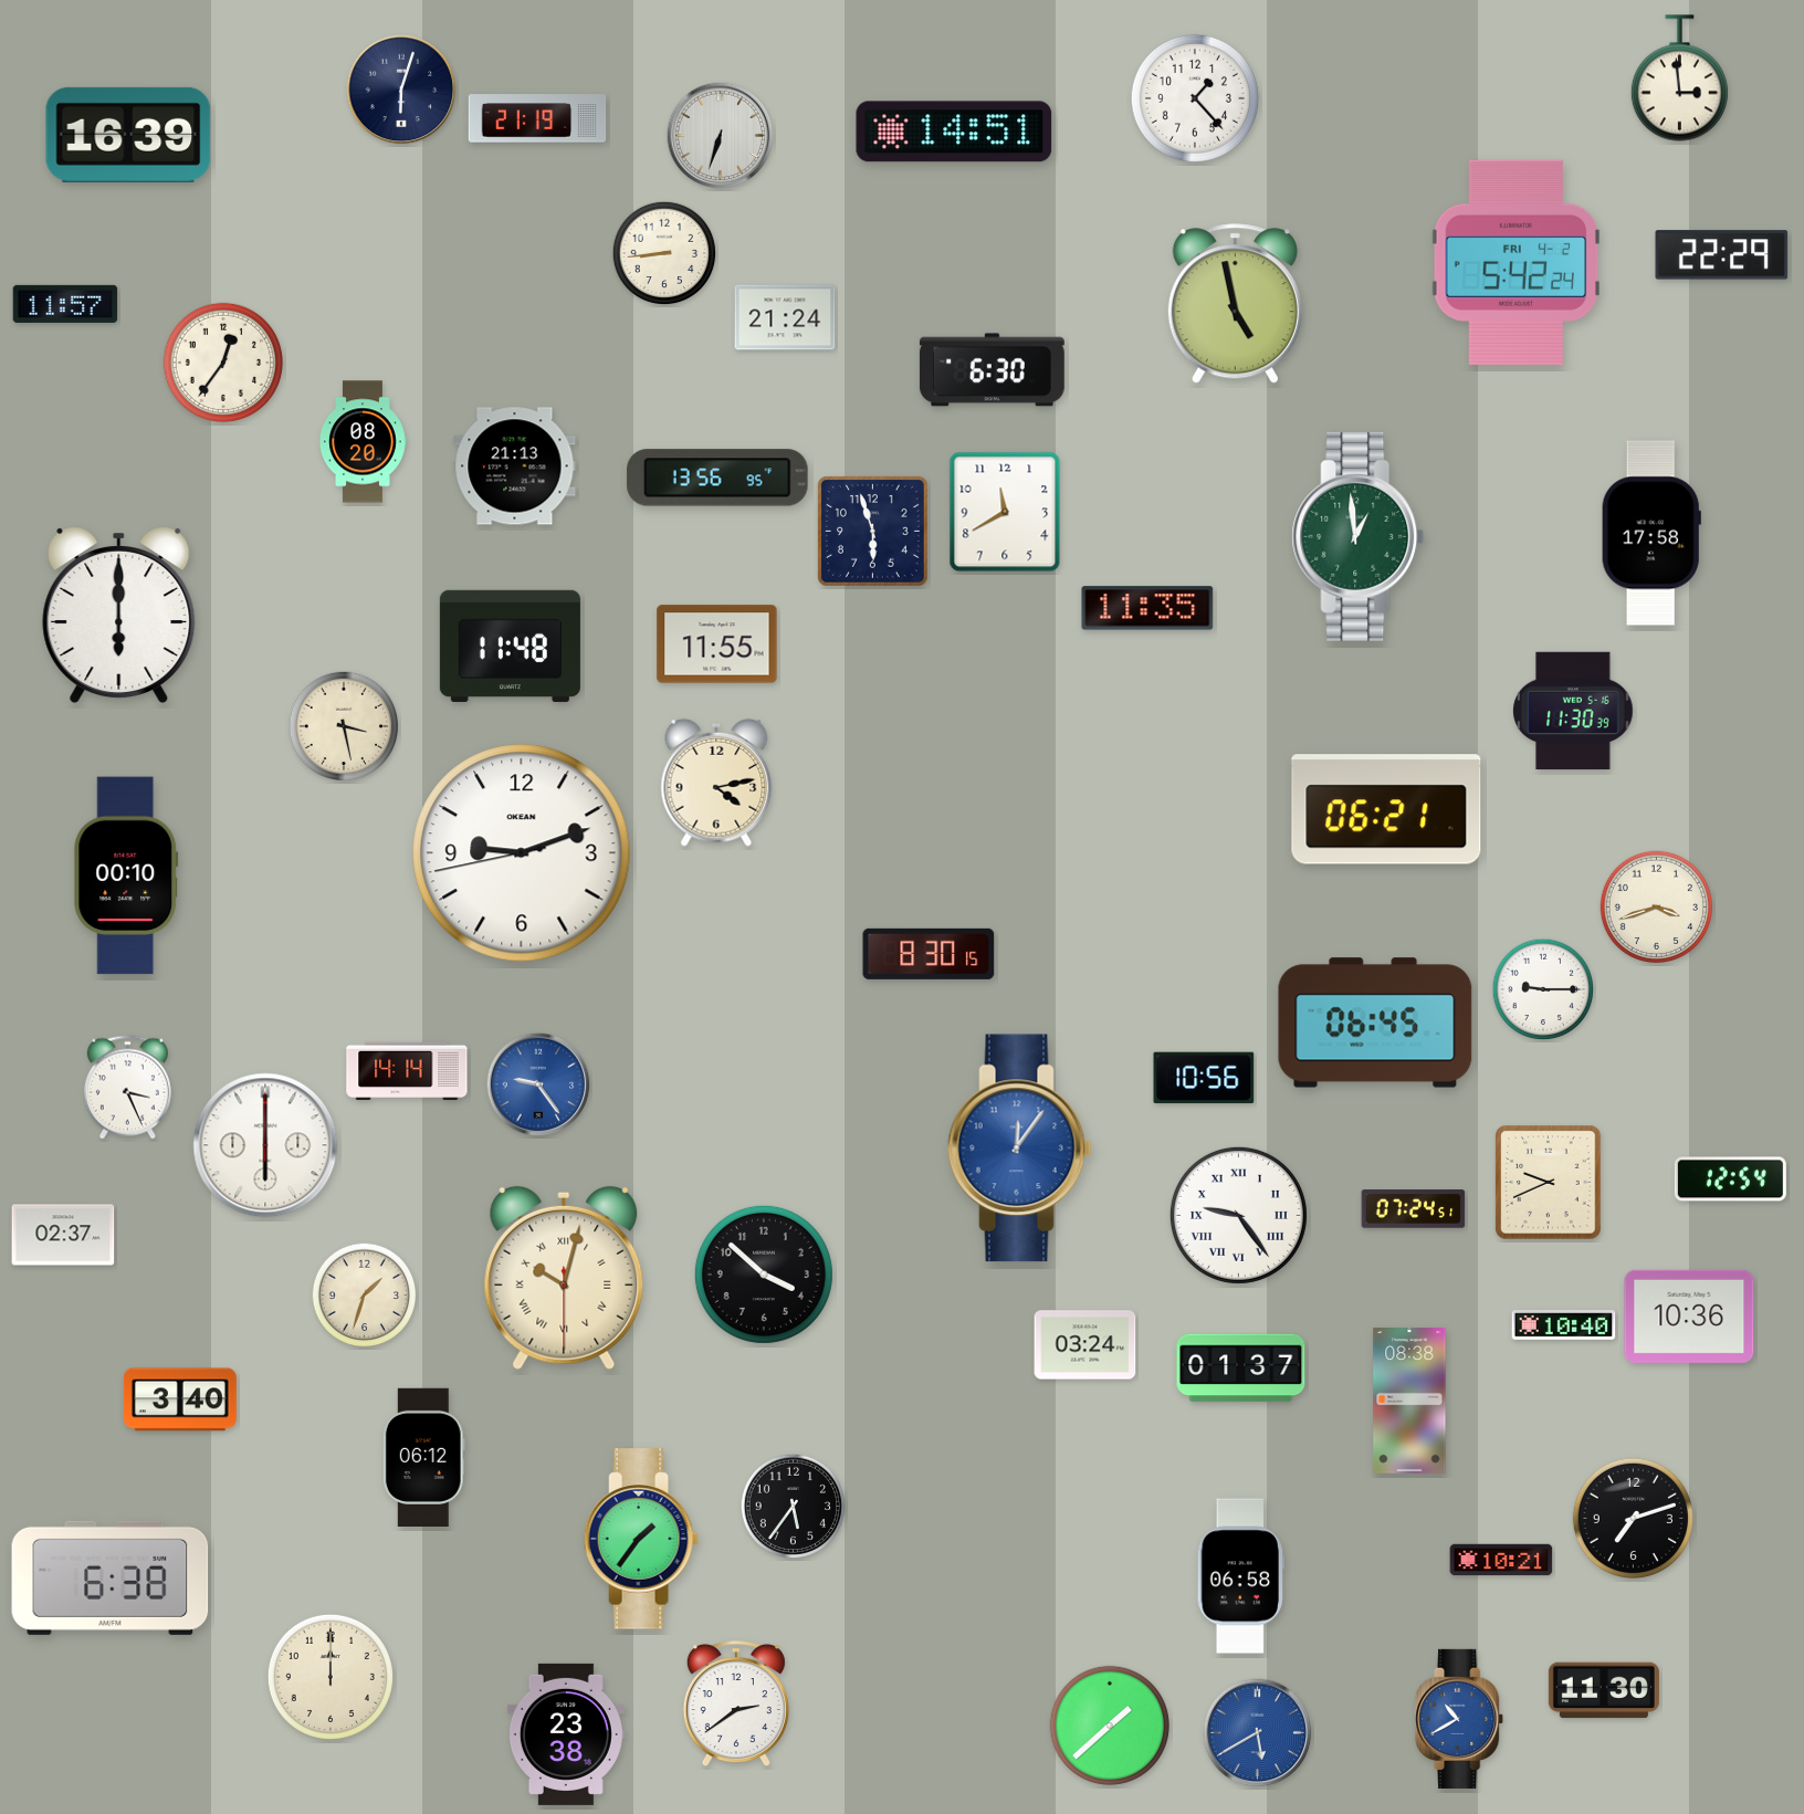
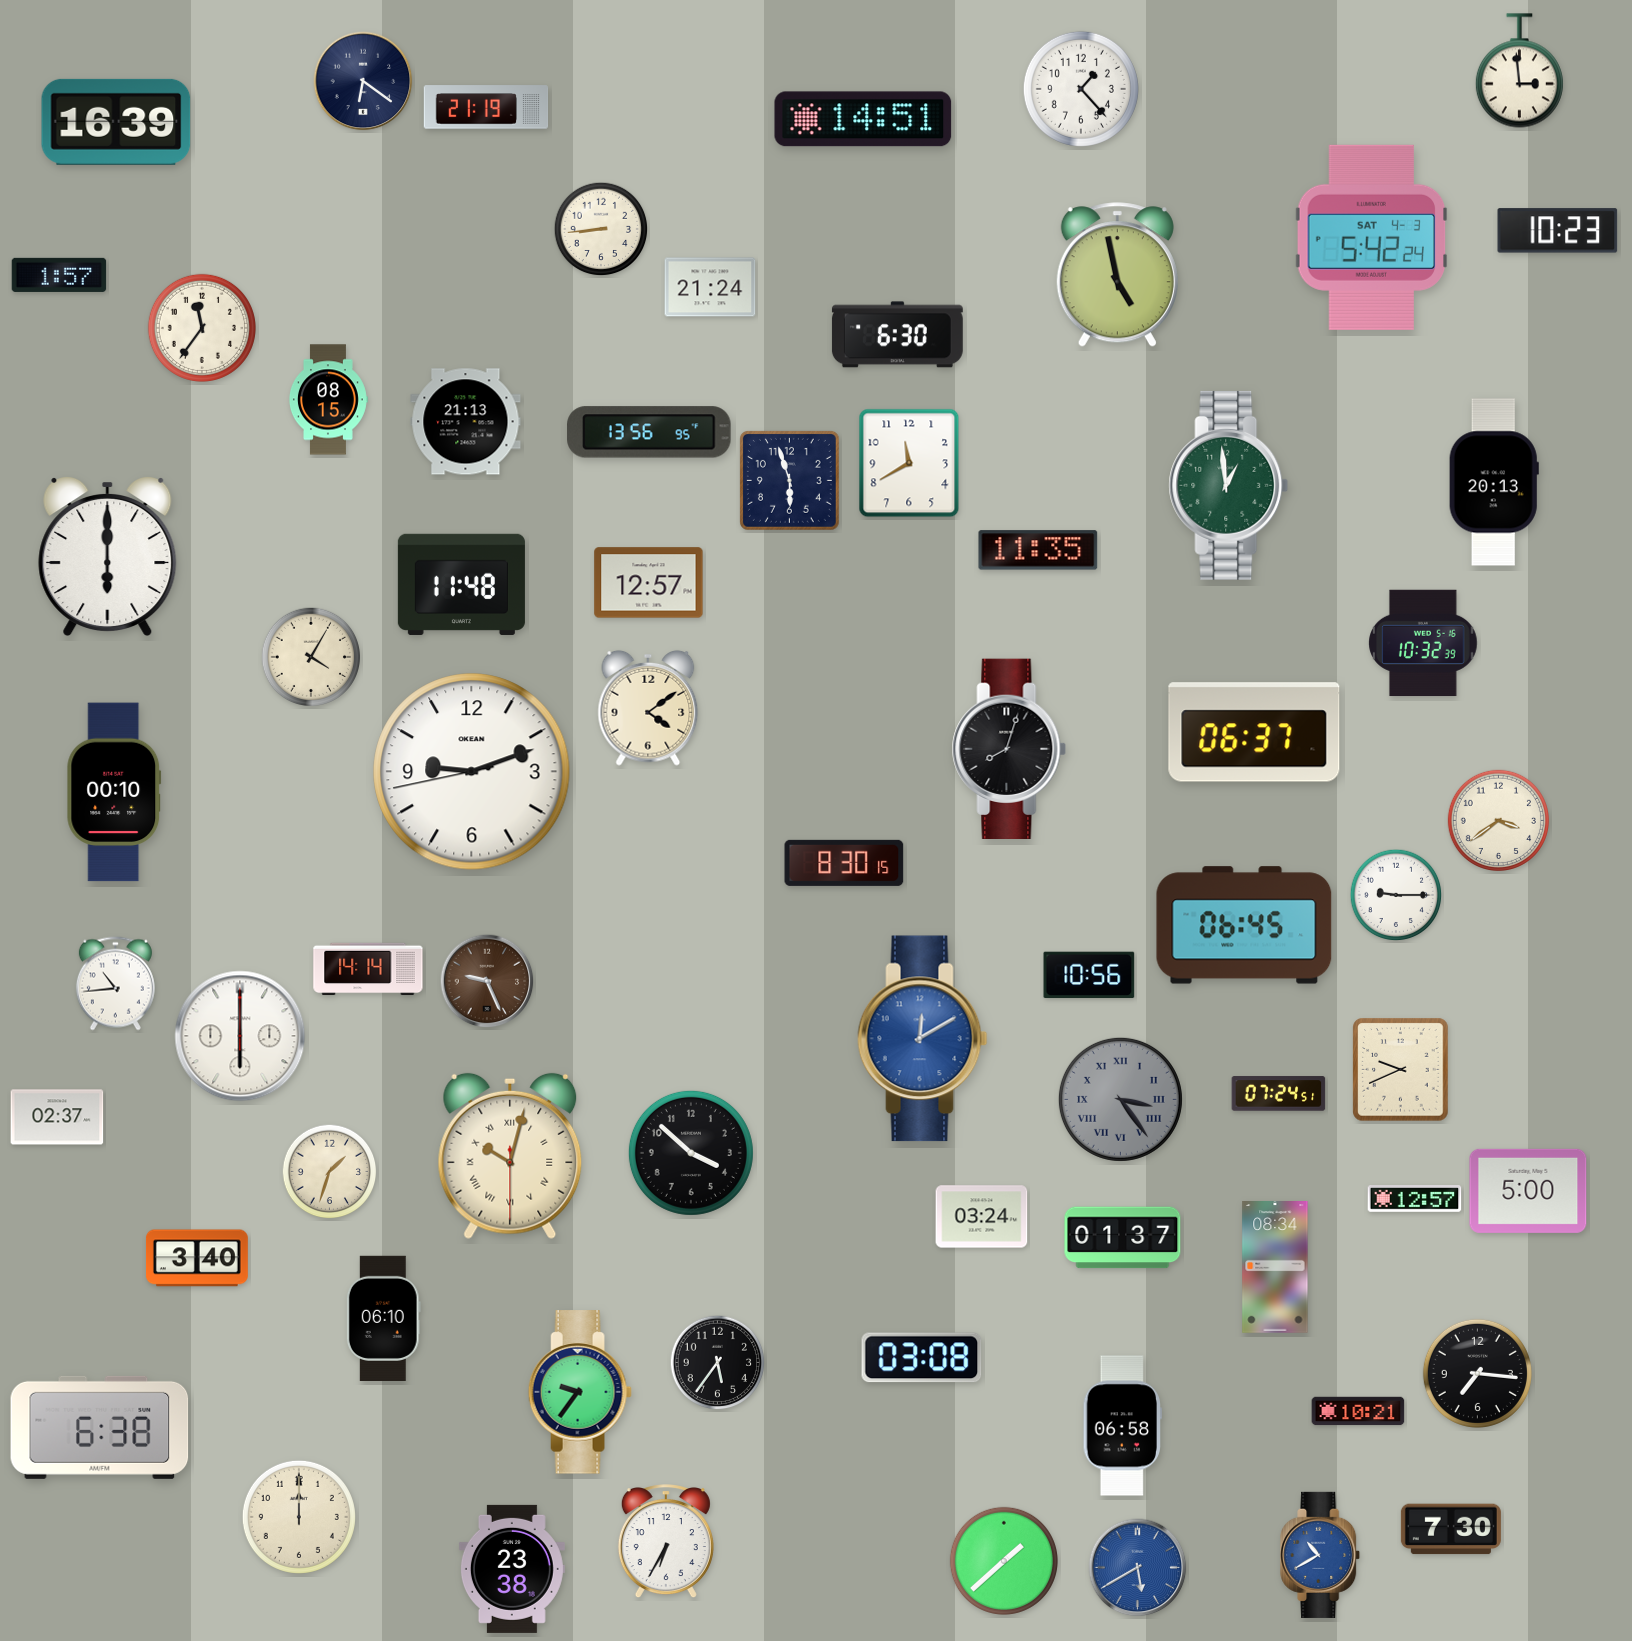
clock at (401, 90): 6:03 -> 6:21
clock at (721, 136): 6:33 -> none
clock at (1722, 255): 22:29 -> 10:23
clock at (1517, 262) date: FRI 4-2 -> SAT 4-3
clock at (65, 304): 11:57 -> 1:57
clock at (223, 363): 12:36 -> 11:36
clock at (363, 442): 08:20 -> 08:15
clock at (1651, 533): 17:58 -> 20:13
clock at (717, 644): 11:55 -> 12:57
clock at (1573, 711): 11:30 -> 10:32
clock at (343, 725): 3:28 -> 4:05
clock at (716, 783): 4:13 -> 4:09
clock at (1386, 809): 06:21 -> 06:37
clock at (1009, 748): none -> 8:03
clock at (1656, 906): 3:42 -> 3:39
clock at (929, 954) position: (929, 954) -> (844, 863)
clock at (538, 1084): 9:24 -> 9:26
clock at (538, 1084) dial: blue -> brown
clock at (127, 1088): 3:26 -> 10:44
clock at (1020, 1149): 12:06 -> 12:10
clock at (1730, 1179): 12:54 -> none
clock at (1238, 1215): 9:24 -> 3:24
clock at (1238, 1215) dial: white -> grey
clock at (1689, 1317): 10:36 -> 5:00
clock at (1564, 1325): 10:40 -> 12:57
clock at (180, 1399) position: (180, 1399) -> (197, 1258)
clock at (1409, 1402): 08:38 -> 08:34
clock at (423, 1457): 06:12 -> 06:10
clock at (922, 1358): none -> 03:08
clock at (1633, 1518): 7:12 -> 7:16
clock at (641, 1539): 1:36 -> 9:36
clock at (1604, 1690): 11:30 -> 7:30
clock at (736, 1705): 2:39 -> 6:35
